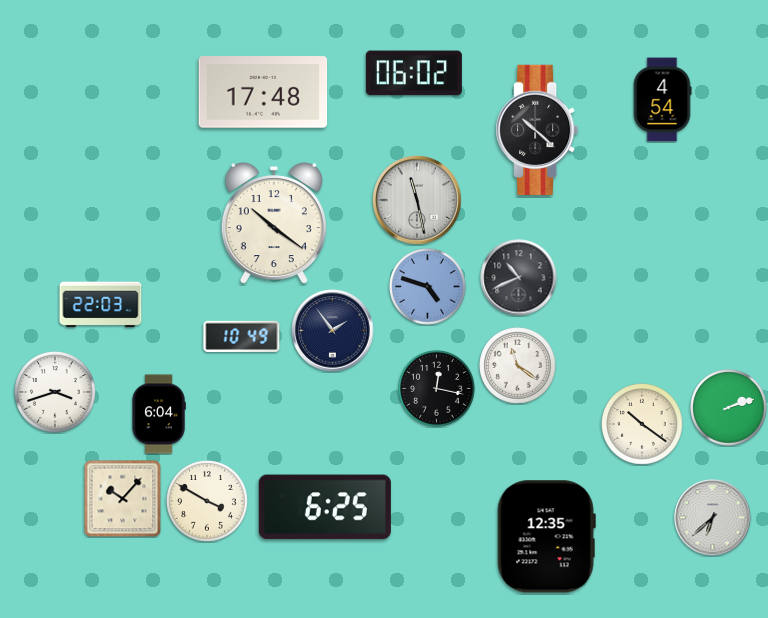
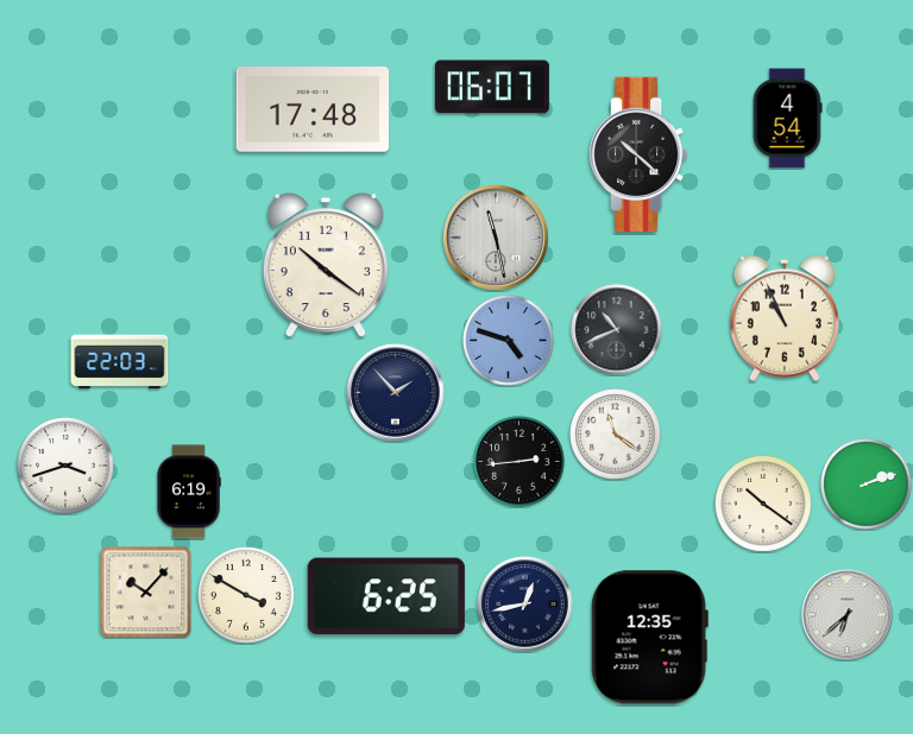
clock at (414, 73): 06:02 -> 06:07
clock at (785, 318): none -> 10:56
clock at (333, 331): 1:54 -> 1:53
clock at (242, 336): 10:49 -> none
clock at (437, 389): 12:17 -> 2:44
clock at (159, 414): 6:04 -> 6:19
clock at (325, 507) position: (325, 507) -> (386, 596)
clock at (525, 605): none -> 12:43
